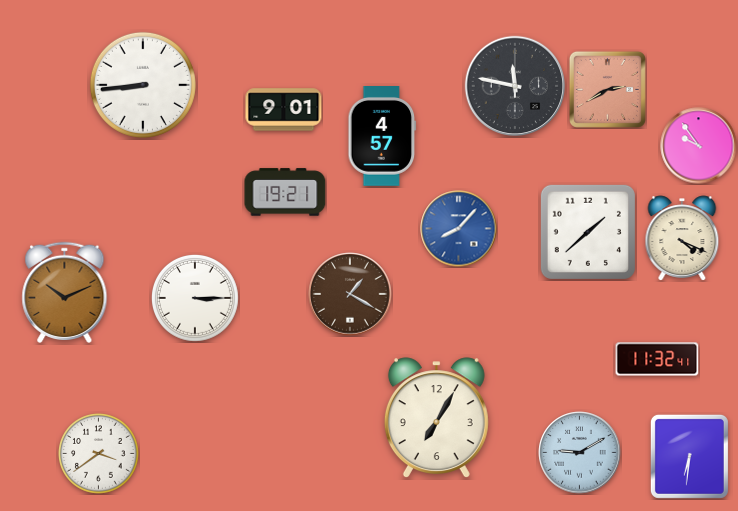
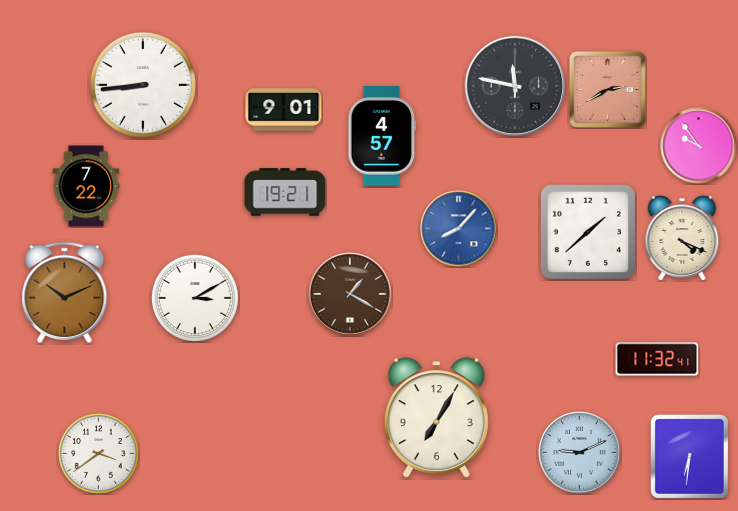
clock at (86, 186): none -> 7:22
clock at (195, 298): 3:15 -> 3:10
clock at (580, 453): 9:10 -> 9:11
